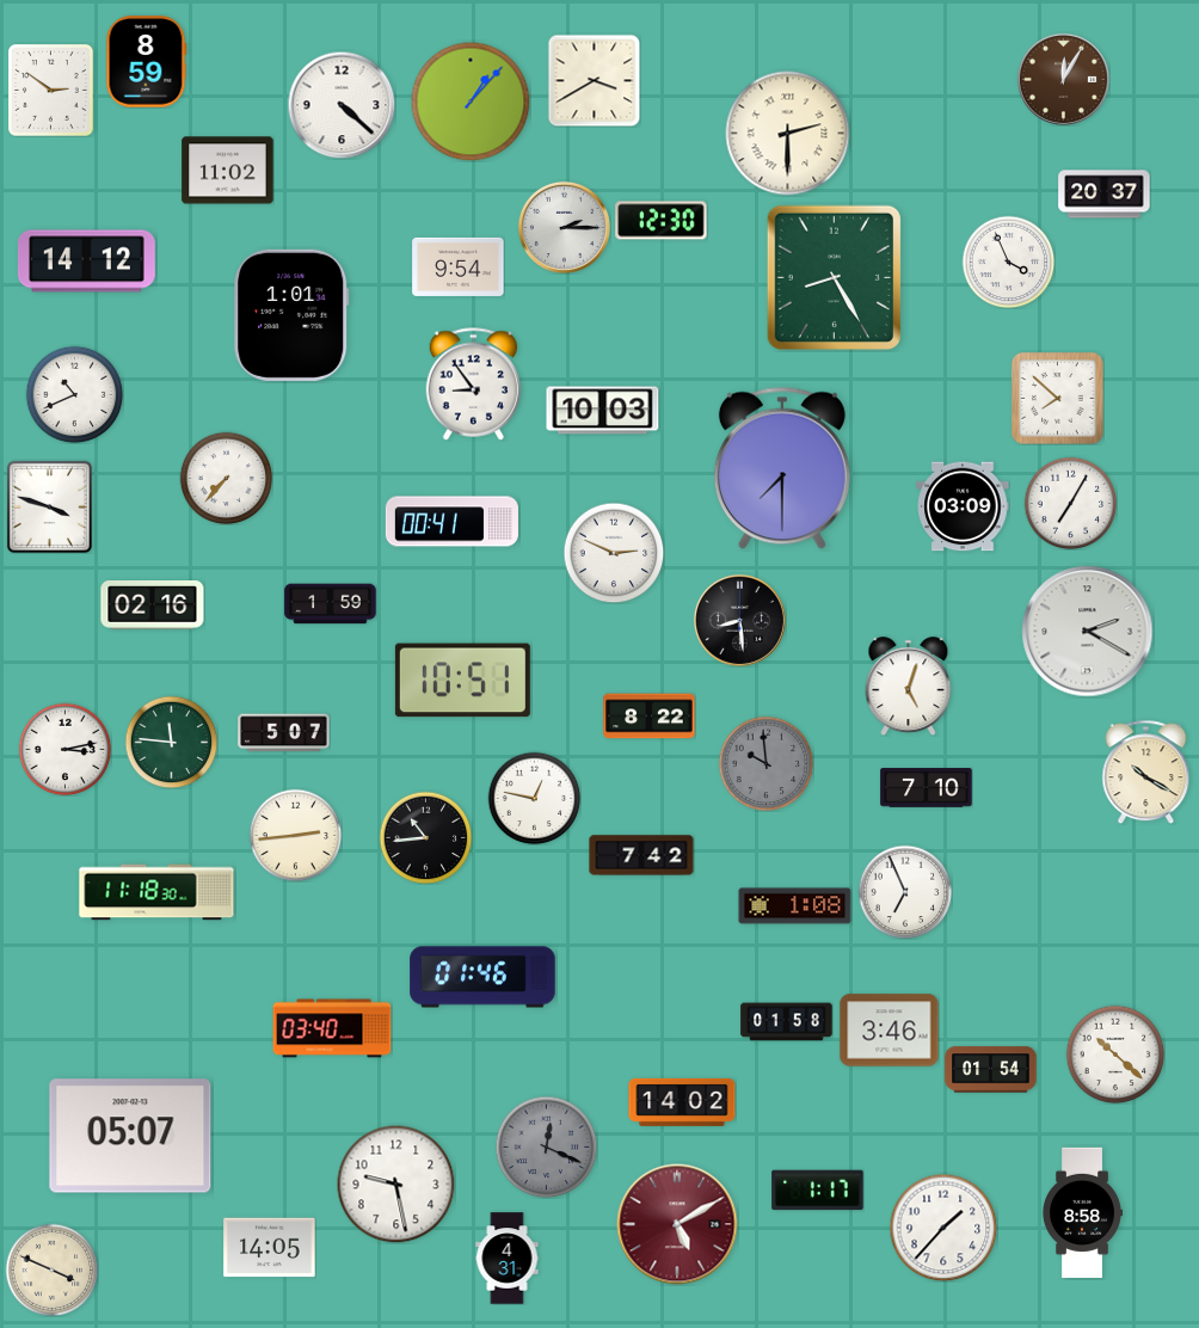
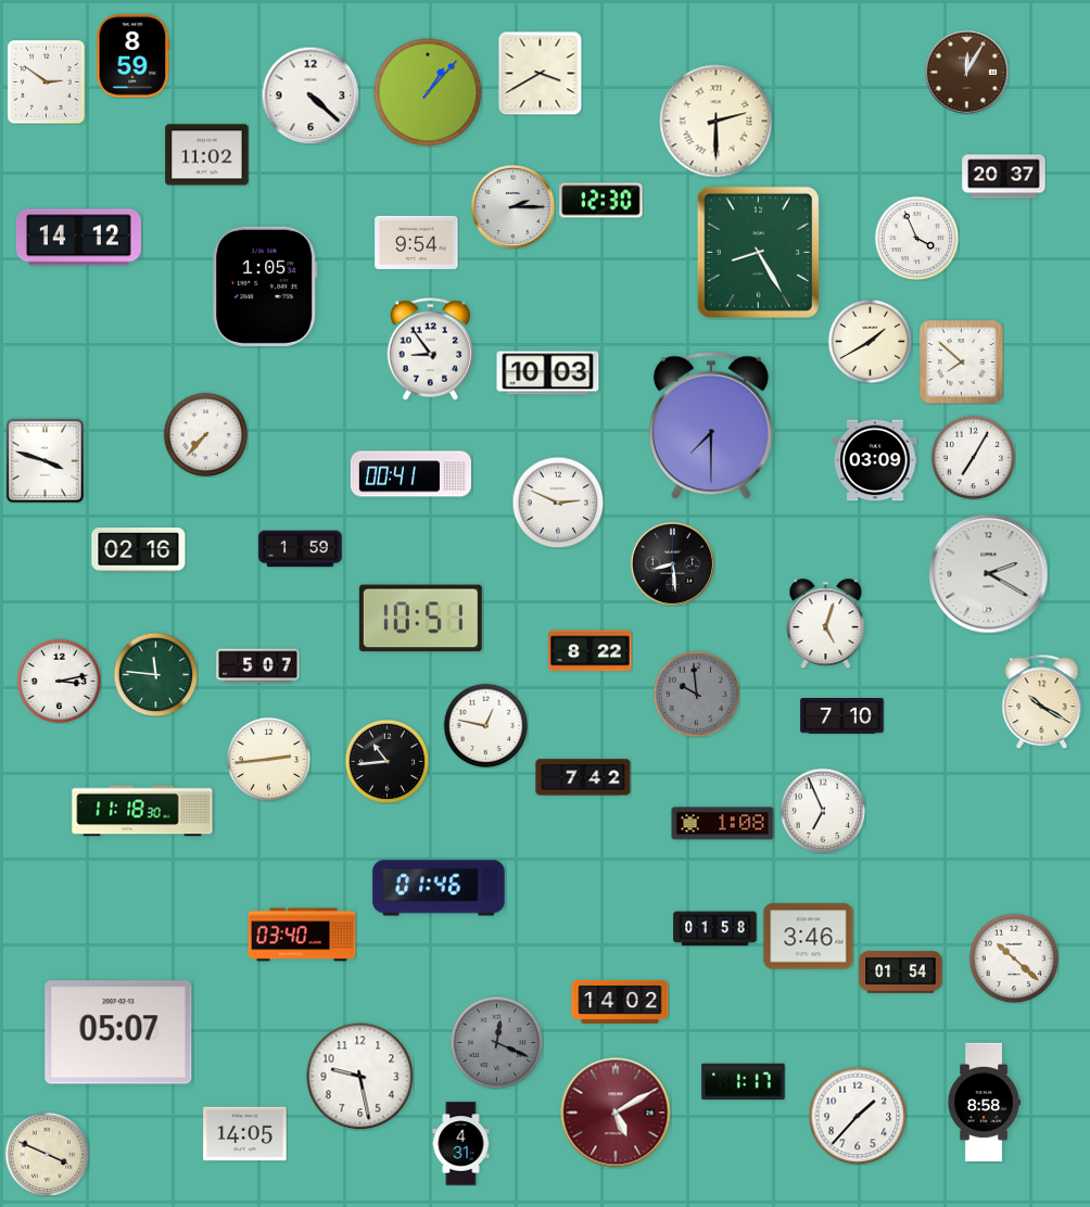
clock at (291, 315): 1:01 -> 1:05
clock at (870, 341): none -> 1:40
clock at (74, 394): 10:41 -> none
